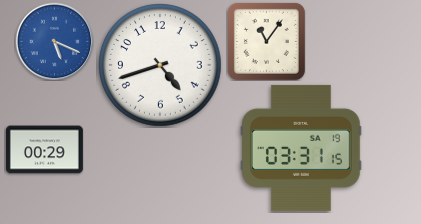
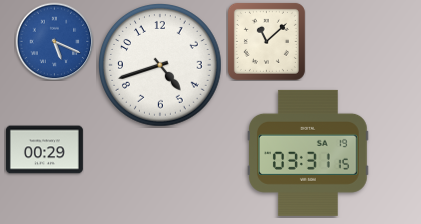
clock at (266, 41): 11:06 -> 11:08
clock at (302, 148) position: (302, 148) -> (309, 153)
